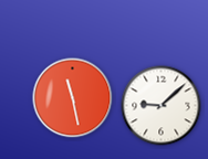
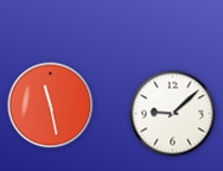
clock at (73, 98) position: (73, 98) -> (51, 106)
